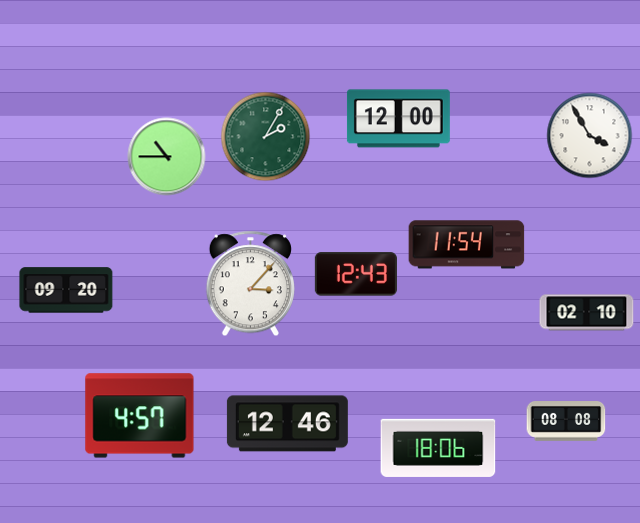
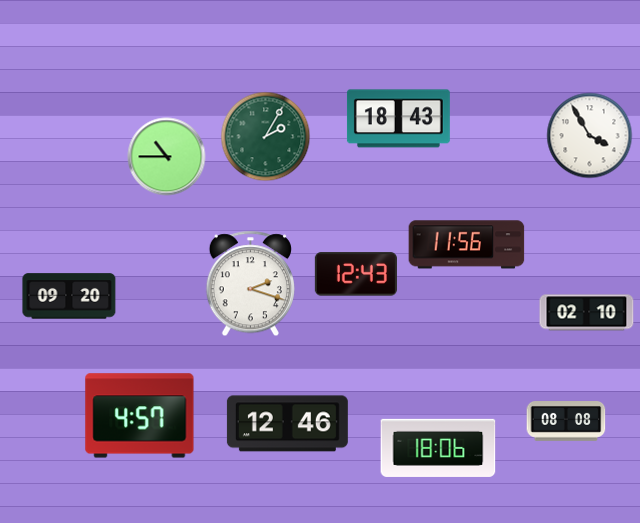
clock at (398, 119): 12:00 -> 18:43
clock at (467, 245): 11:54 -> 11:56
clock at (250, 284): 3:07 -> 2:18
clock at (66, 290) position: (66, 290) -> (69, 296)
